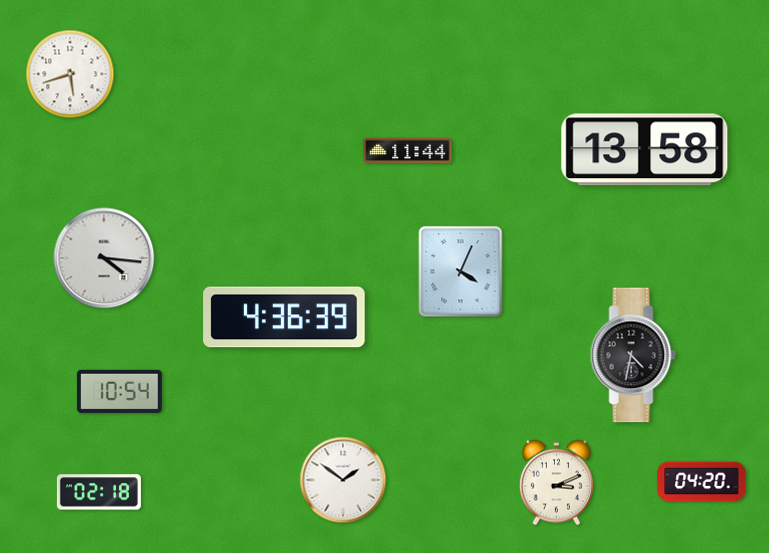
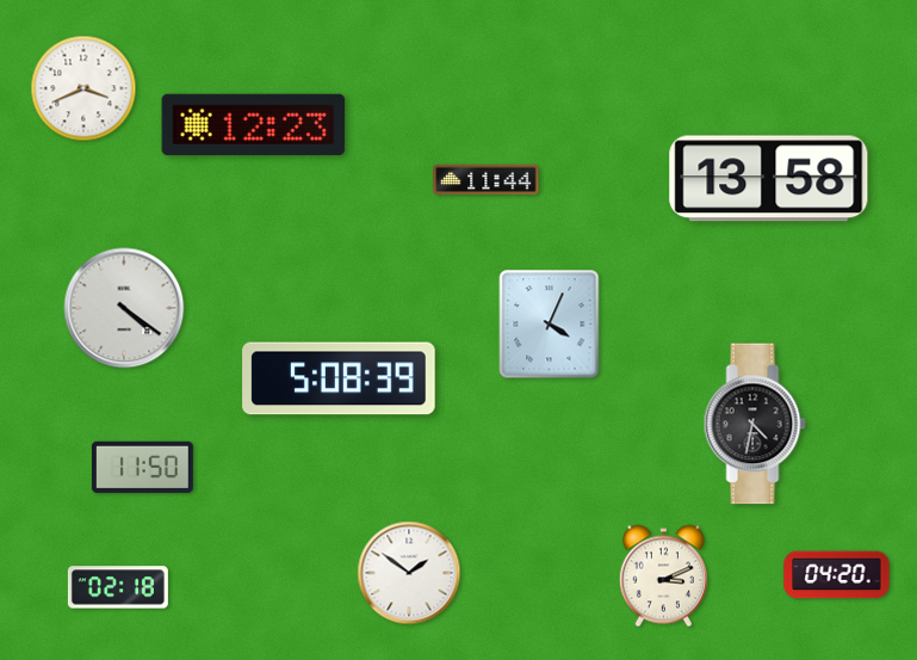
clock at (70, 74): 5:42 -> 3:41
clock at (254, 125): none -> 12:23
clock at (104, 258): 4:16 -> 4:21
clock at (284, 317): 4:36 -> 5:08
clock at (119, 391): 10:54 -> 11:50
